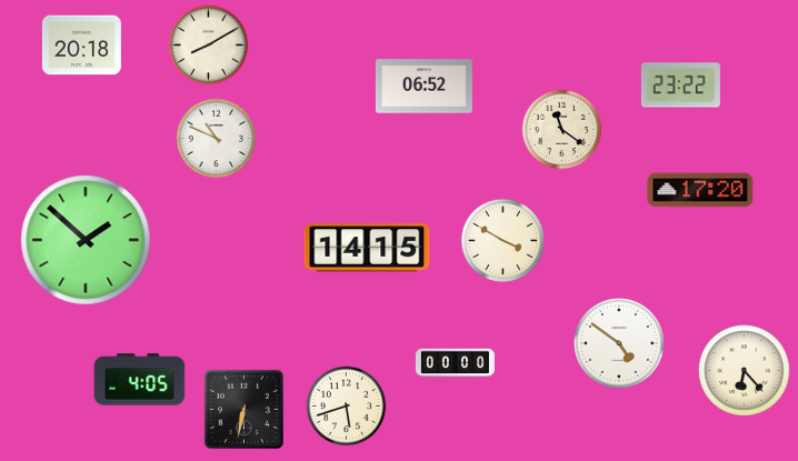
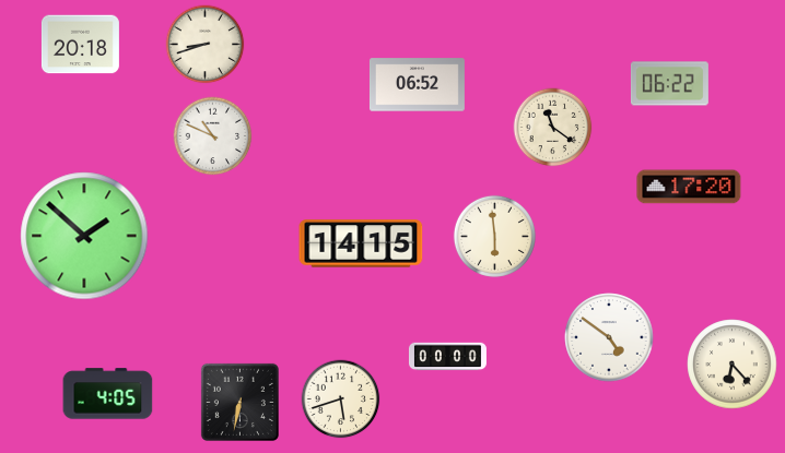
clock at (209, 46): 8:10 -> 8:42
clock at (680, 86): 23:22 -> 06:22
clock at (502, 240): 3:50 -> 5:59
clock at (140, 380) position: (140, 380) -> (108, 394)
